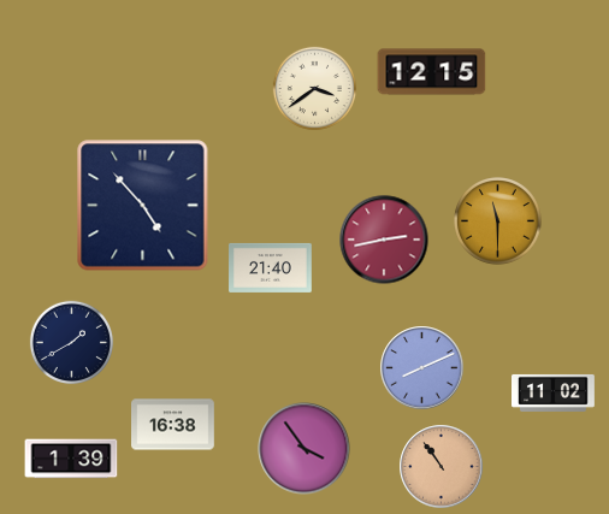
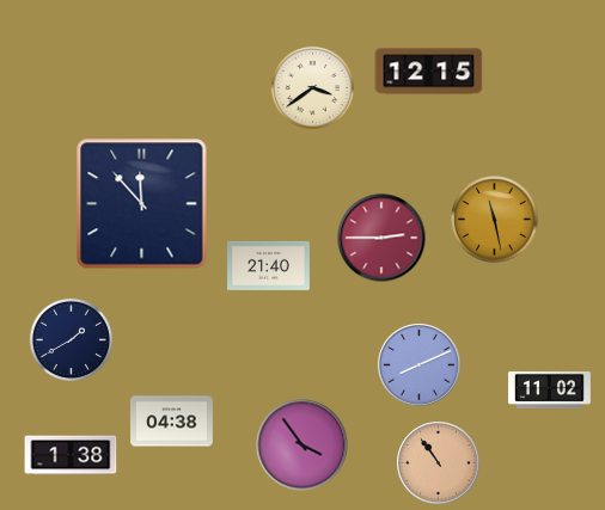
clock at (143, 206): 4:53 -> 11:53
clock at (498, 221): 11:30 -> 11:28
clock at (384, 240): 2:43 -> 2:45
clock at (173, 425): 16:38 -> 04:38
clock at (71, 459): 1:39 -> 1:38
